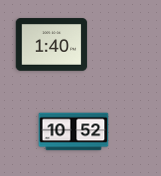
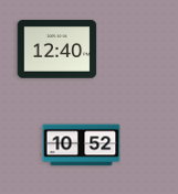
clock at (52, 45): 1:40 -> 12:40
